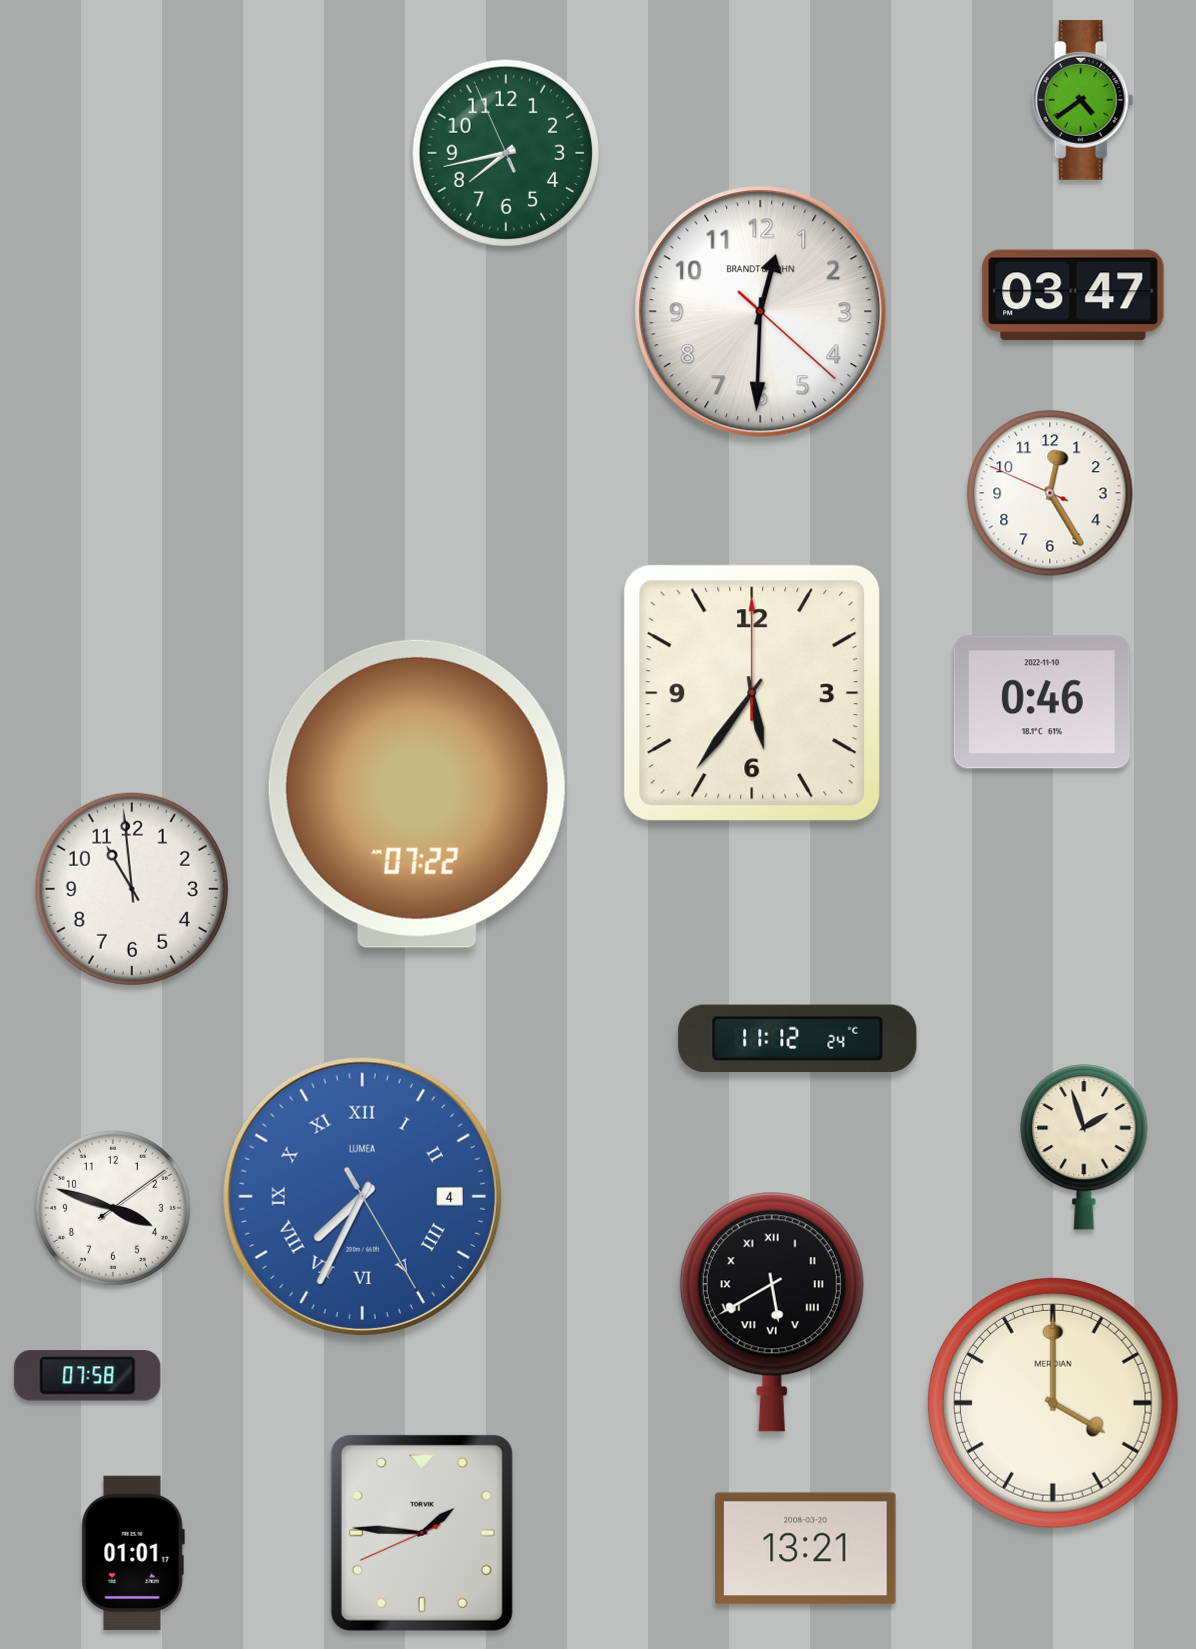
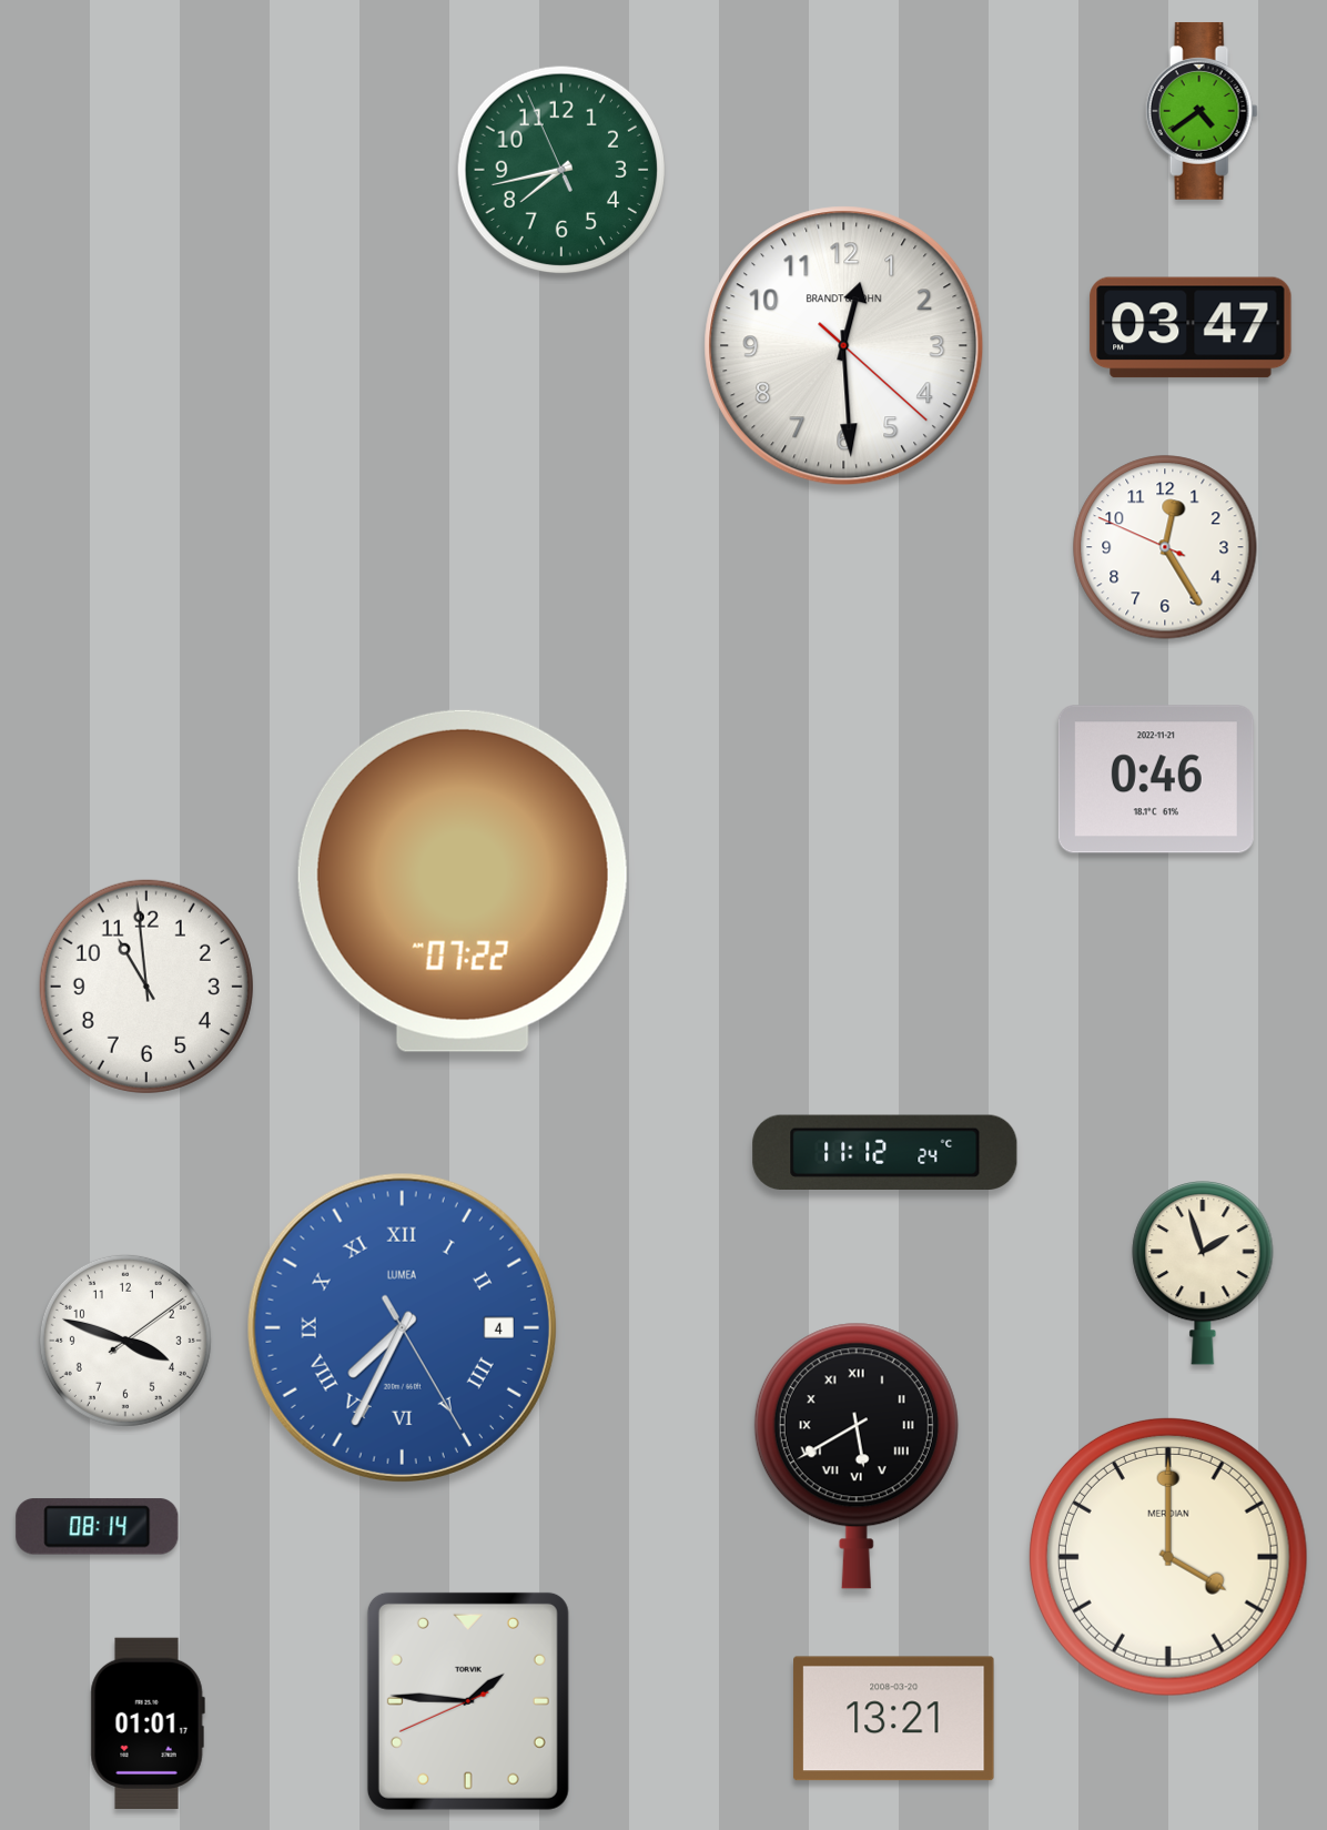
clock at (761, 312): 12:30 -> 12:29
clock at (752, 693): 5:36 -> none
clock at (1042, 702) date: 2022-11-10 -> 2022-11-21
clock at (88, 1376): 07:58 -> 08:14
